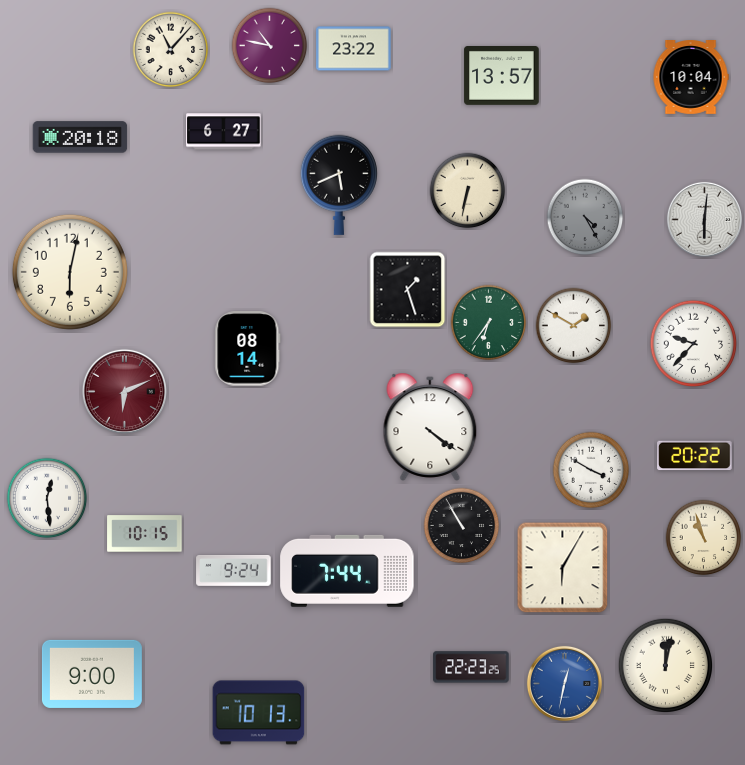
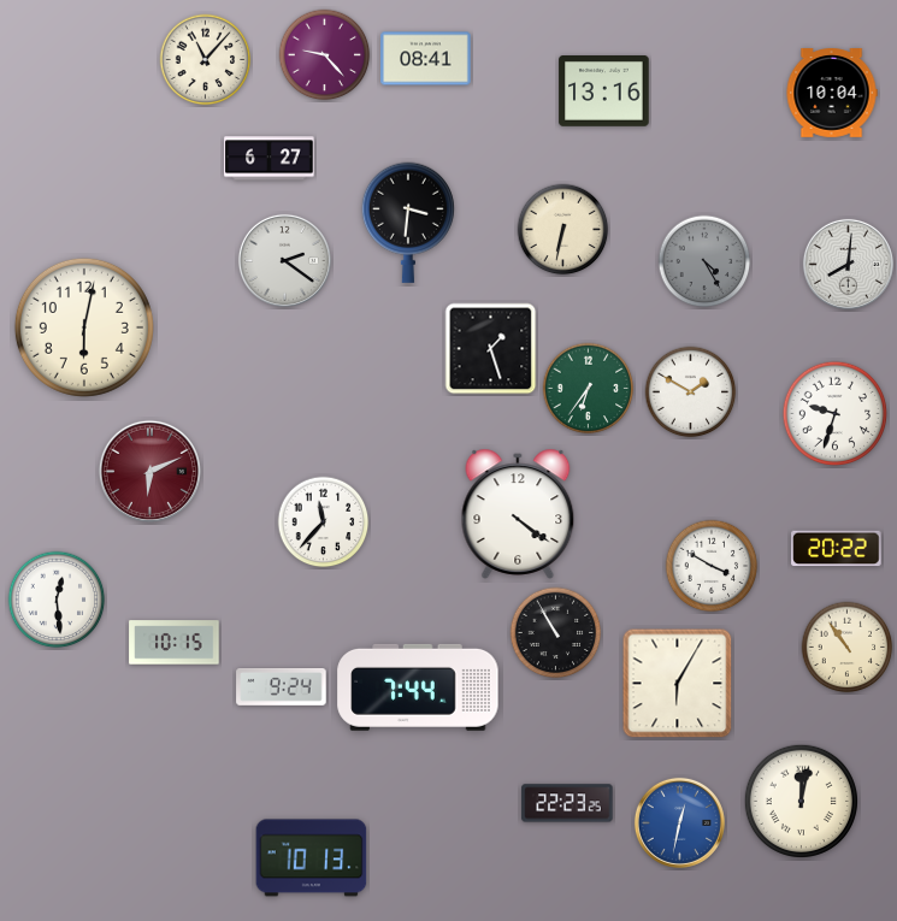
clock at (270, 46): 10:47 -> 9:23
clock at (354, 49): 23:22 -> 08:41
clock at (502, 76): 13:57 -> 13:16
clock at (80, 137): 20:18 -> none
clock at (339, 185): 5:41 -> 3:31
clock at (284, 260): none -> 2:21
clock at (704, 219): 6:01 -> 8:01
clock at (694, 344): 9:37 -> 9:33
clock at (248, 349): 08:14 -> none
clock at (324, 523): none -> 11:37
clock at (704, 538): 10:57 -> 10:54
clock at (92, 674): 9:00 -> none
